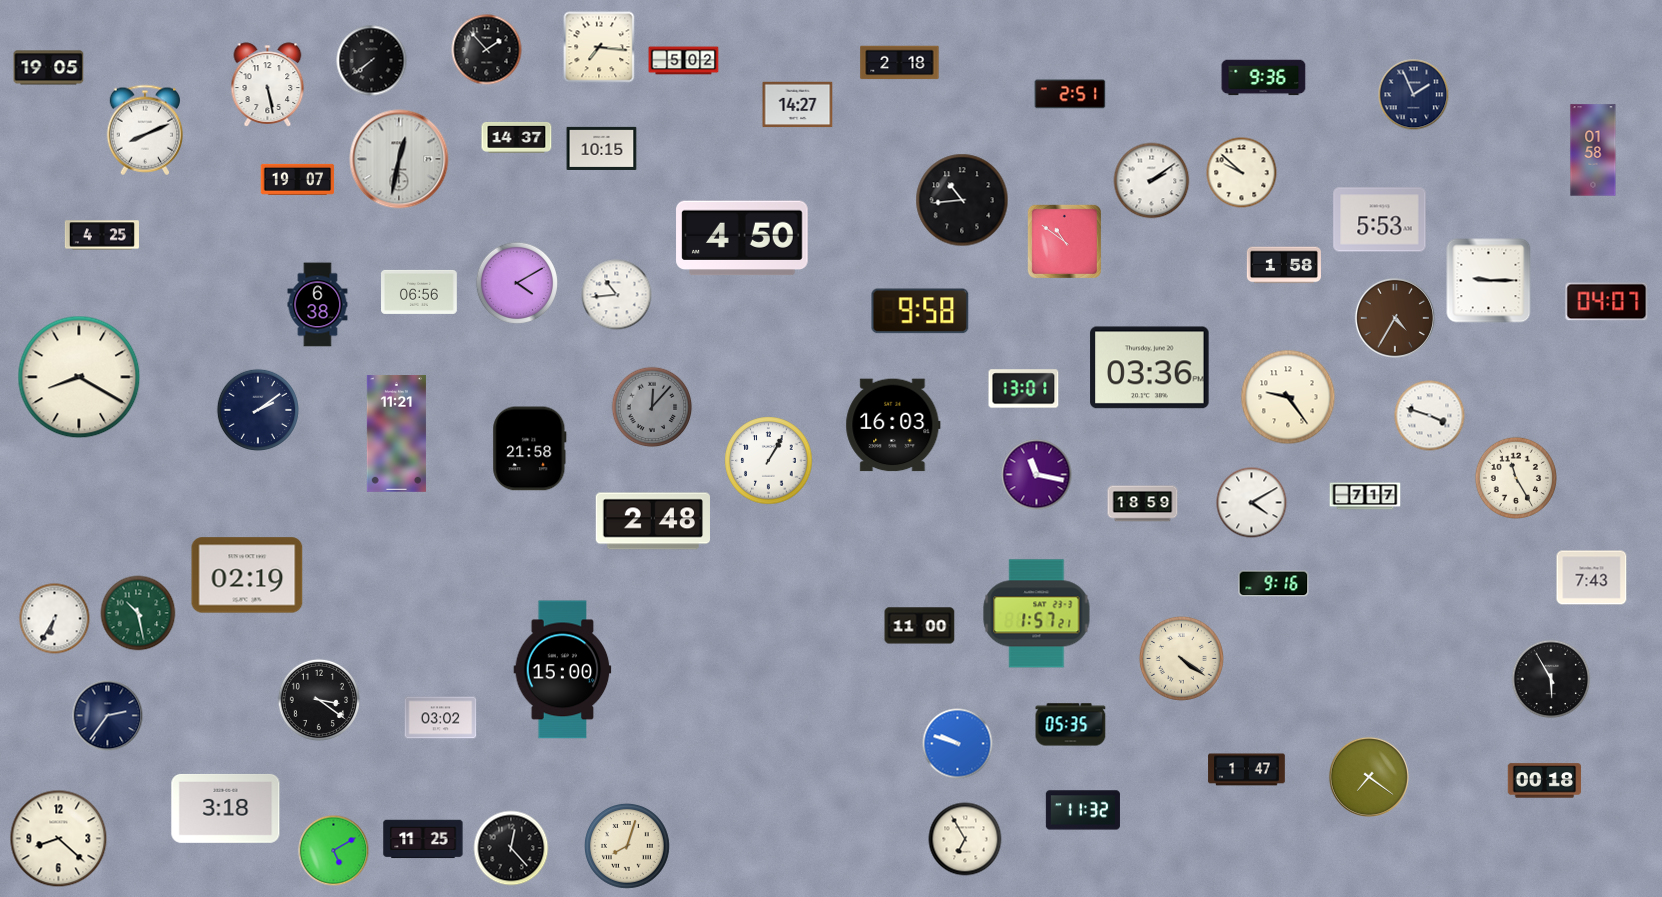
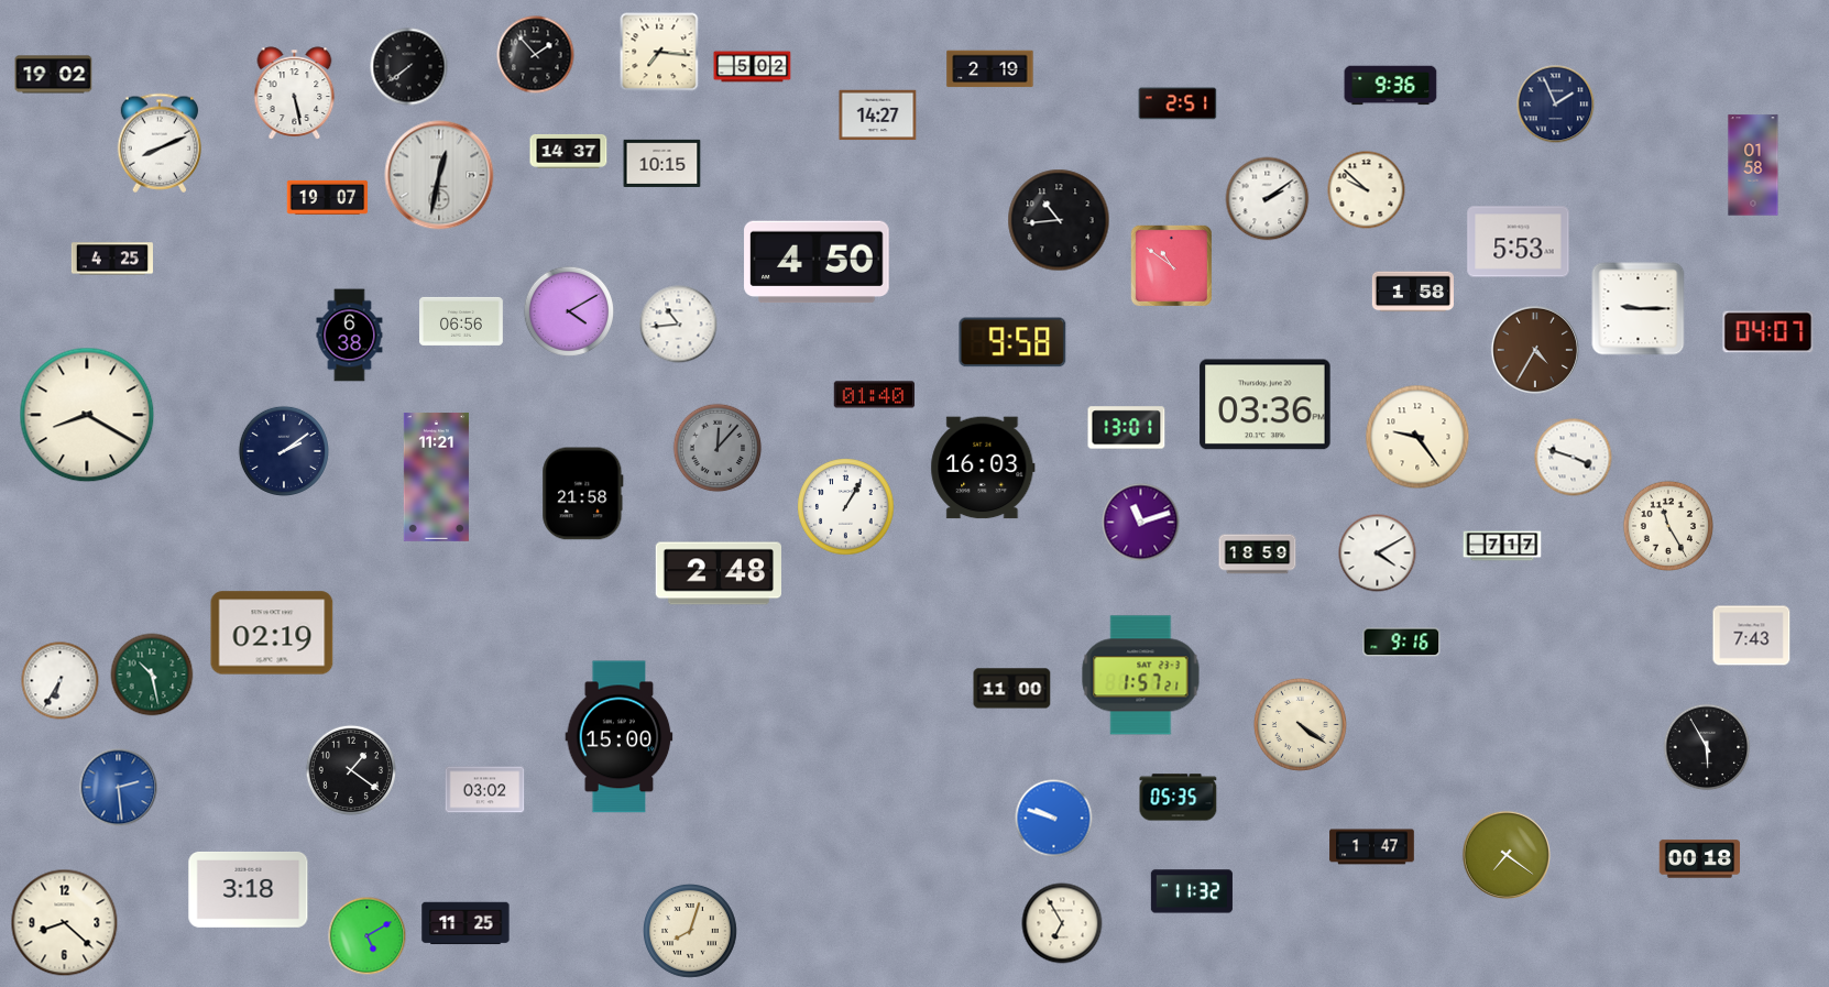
clock at (900, 63): 2:18 -> 2:19
clock at (49, 68): 19:05 -> 19:02
clock at (875, 395): none -> 01:40
clock at (1037, 475): 11:17 -> 11:12
clock at (319, 700): 3:21 -> 1:21
clock at (108, 716): 2:36 -> 2:29
clock at (108, 716) dial: navy -> blue
clock at (511, 848): 12:23 -> none
